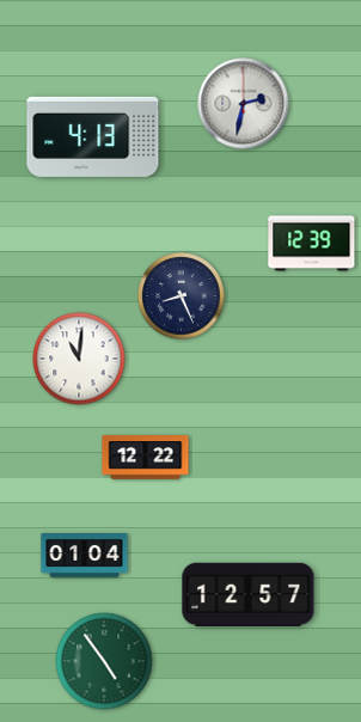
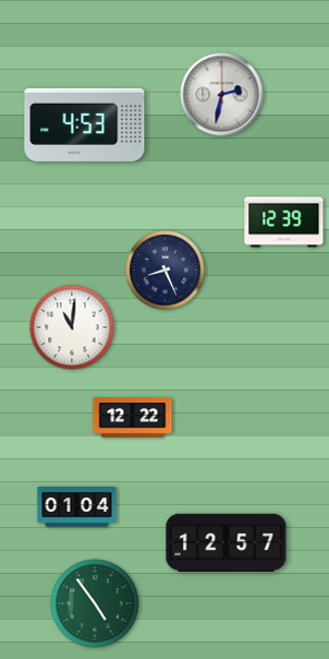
clock at (93, 136): 4:13 -> 4:53
